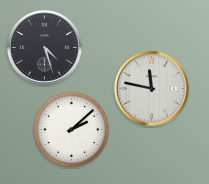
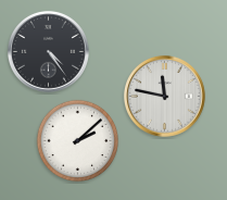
clock at (44, 47): 4:27 -> 4:24
